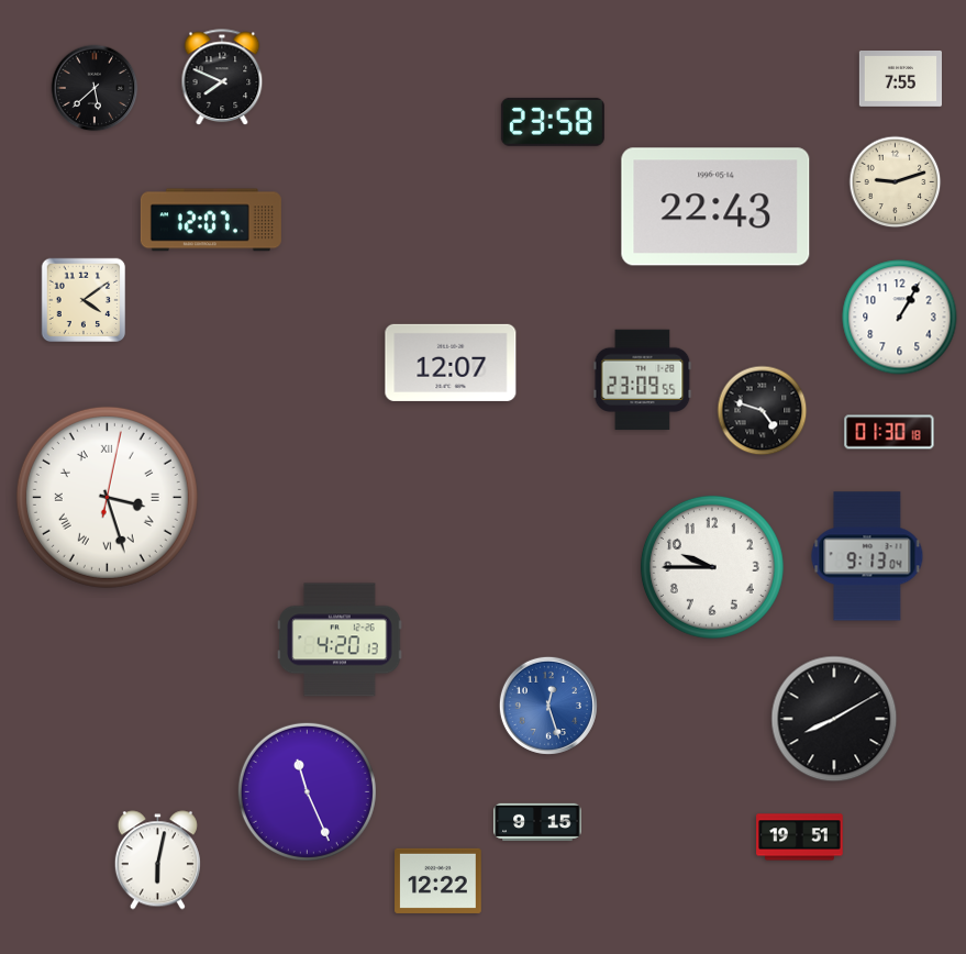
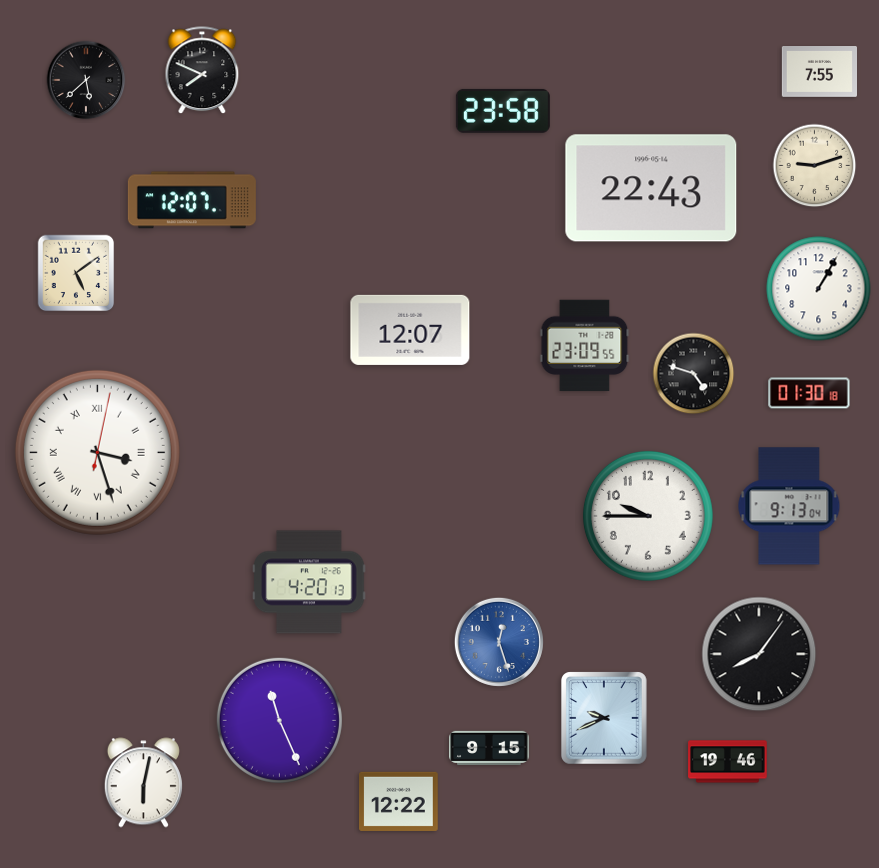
clock at (84, 300): 4:09 -> 5:09
clock at (834, 719): 8:10 -> 8:06
clock at (605, 718): none -> 9:41
clock at (800, 837): 19:51 -> 19:46
